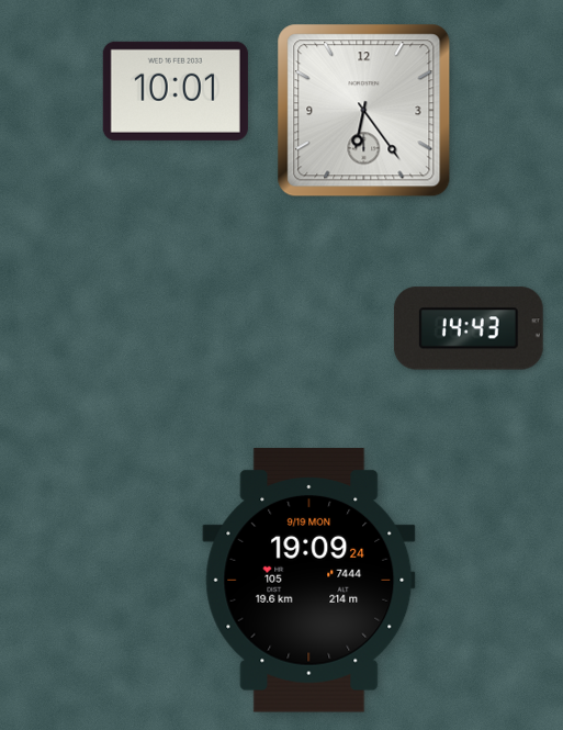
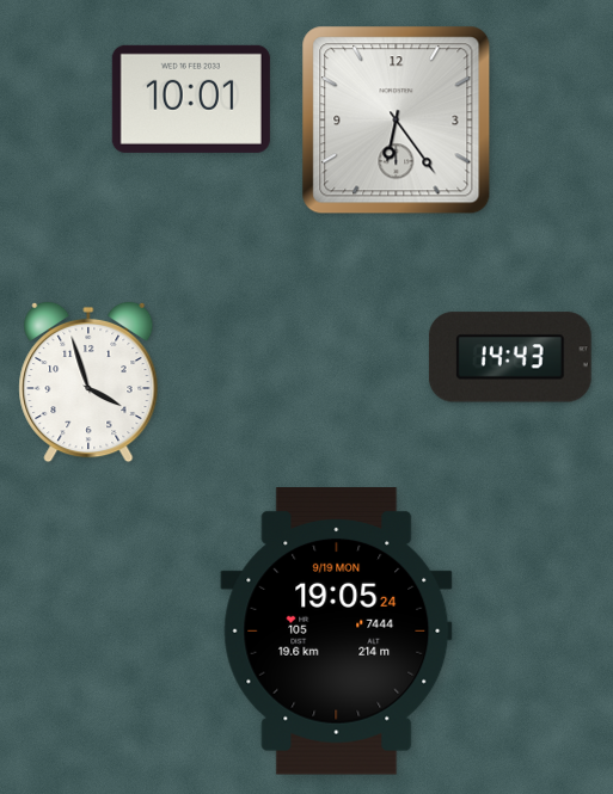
clock at (88, 382): none -> 3:57
clock at (309, 581): 19:09 -> 19:05
